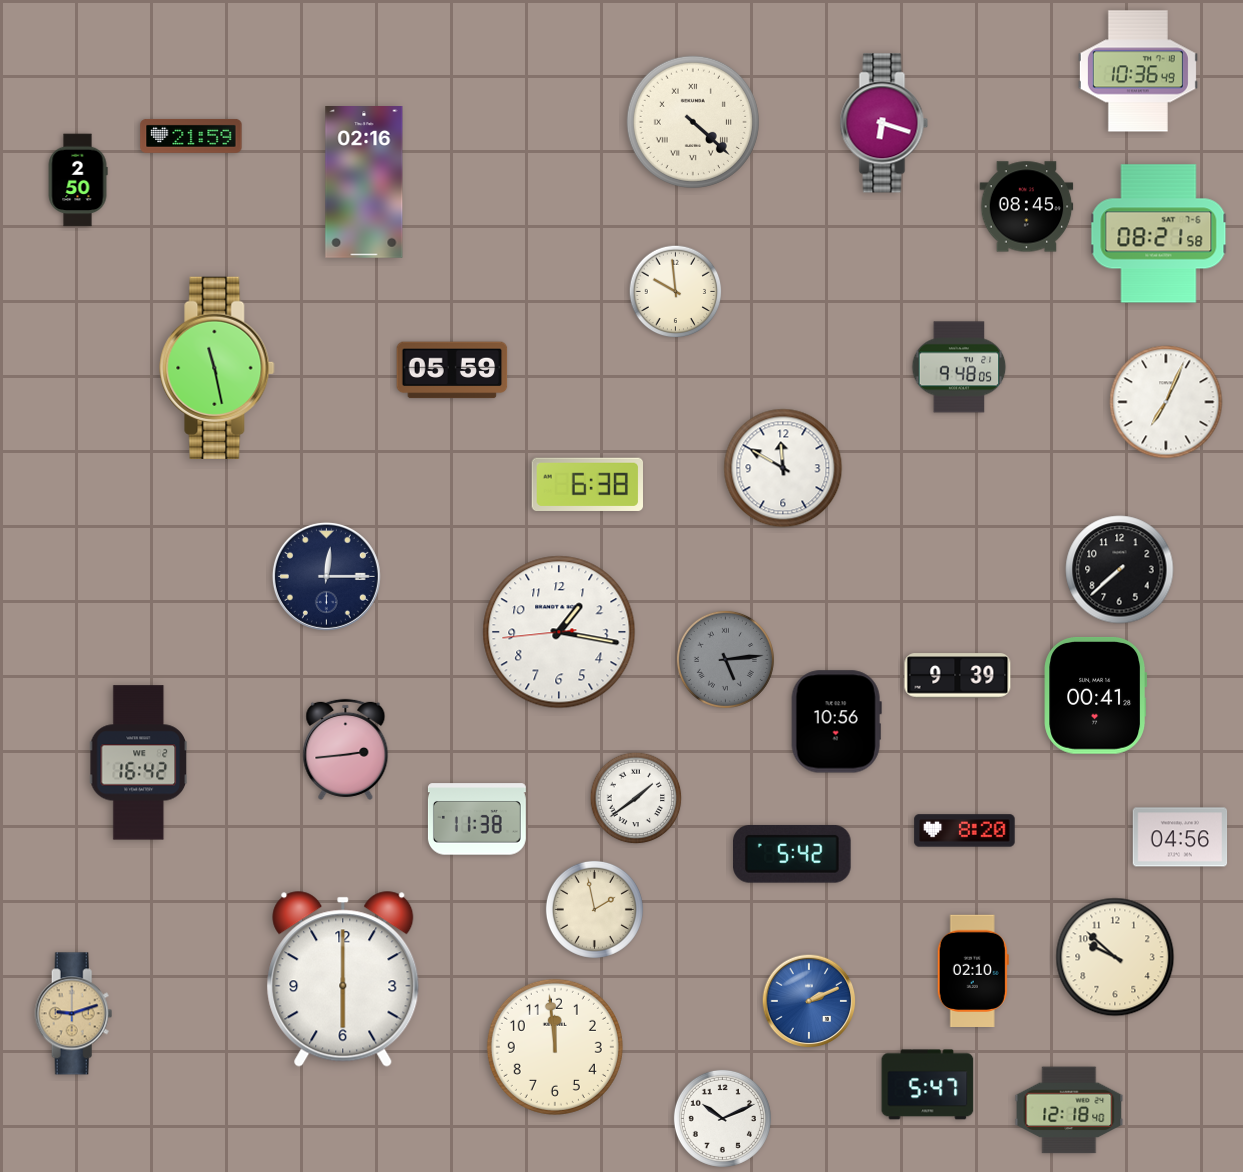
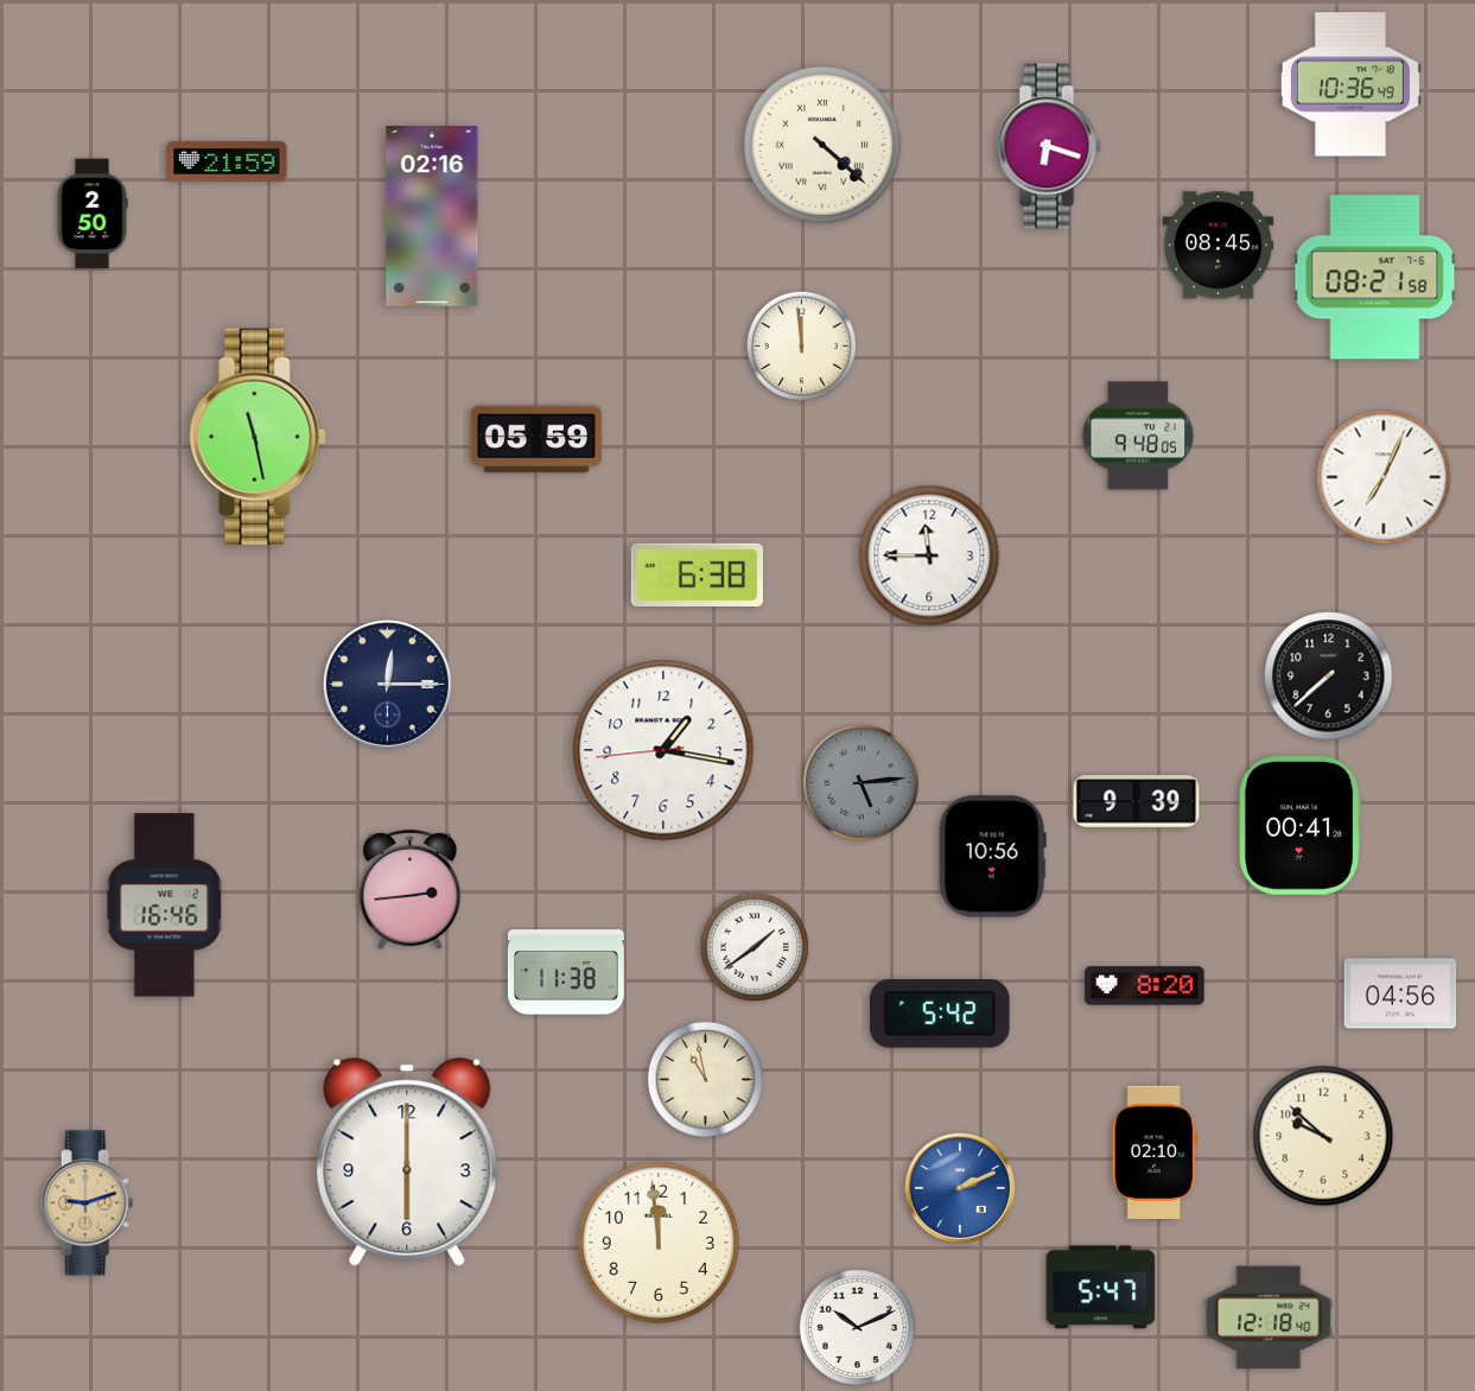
clock at (676, 292): 9:59 -> 11:59
clock at (783, 468): 11:50 -> 11:45
clock at (138, 763): 16:42 -> 16:46
clock at (594, 909): 1:58 -> 10:58
